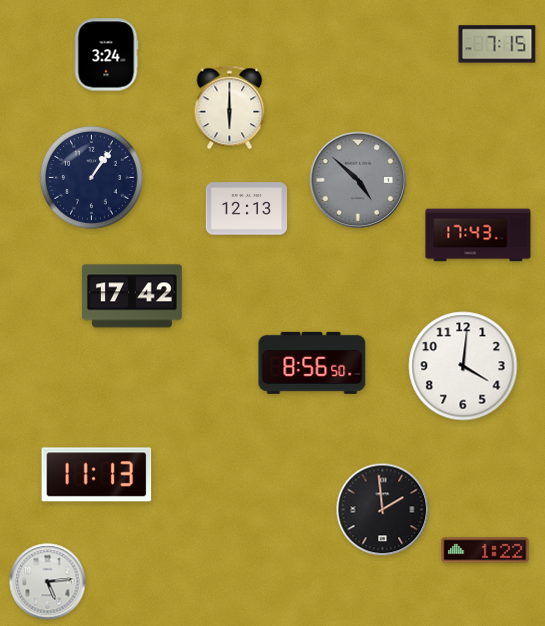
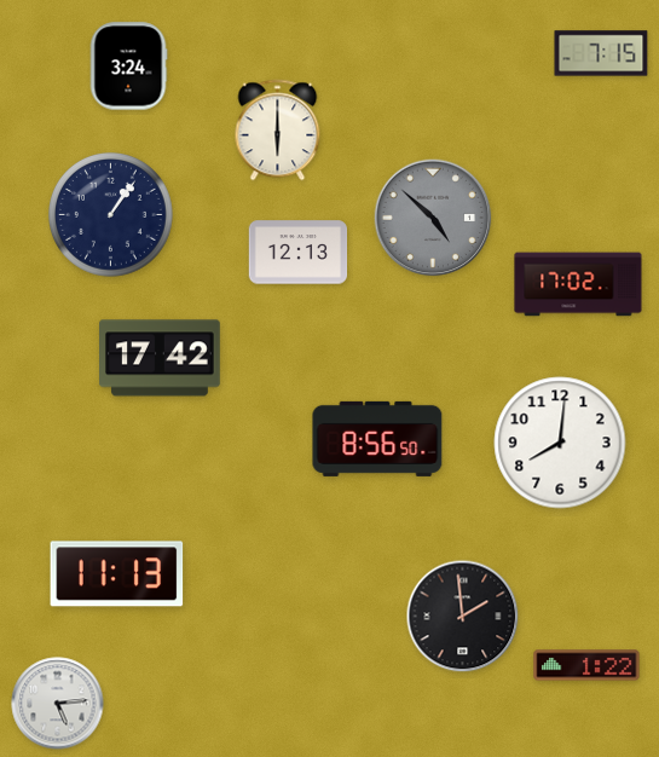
clock at (478, 235): 17:43 -> 17:02
clock at (463, 366): 4:01 -> 8:01
